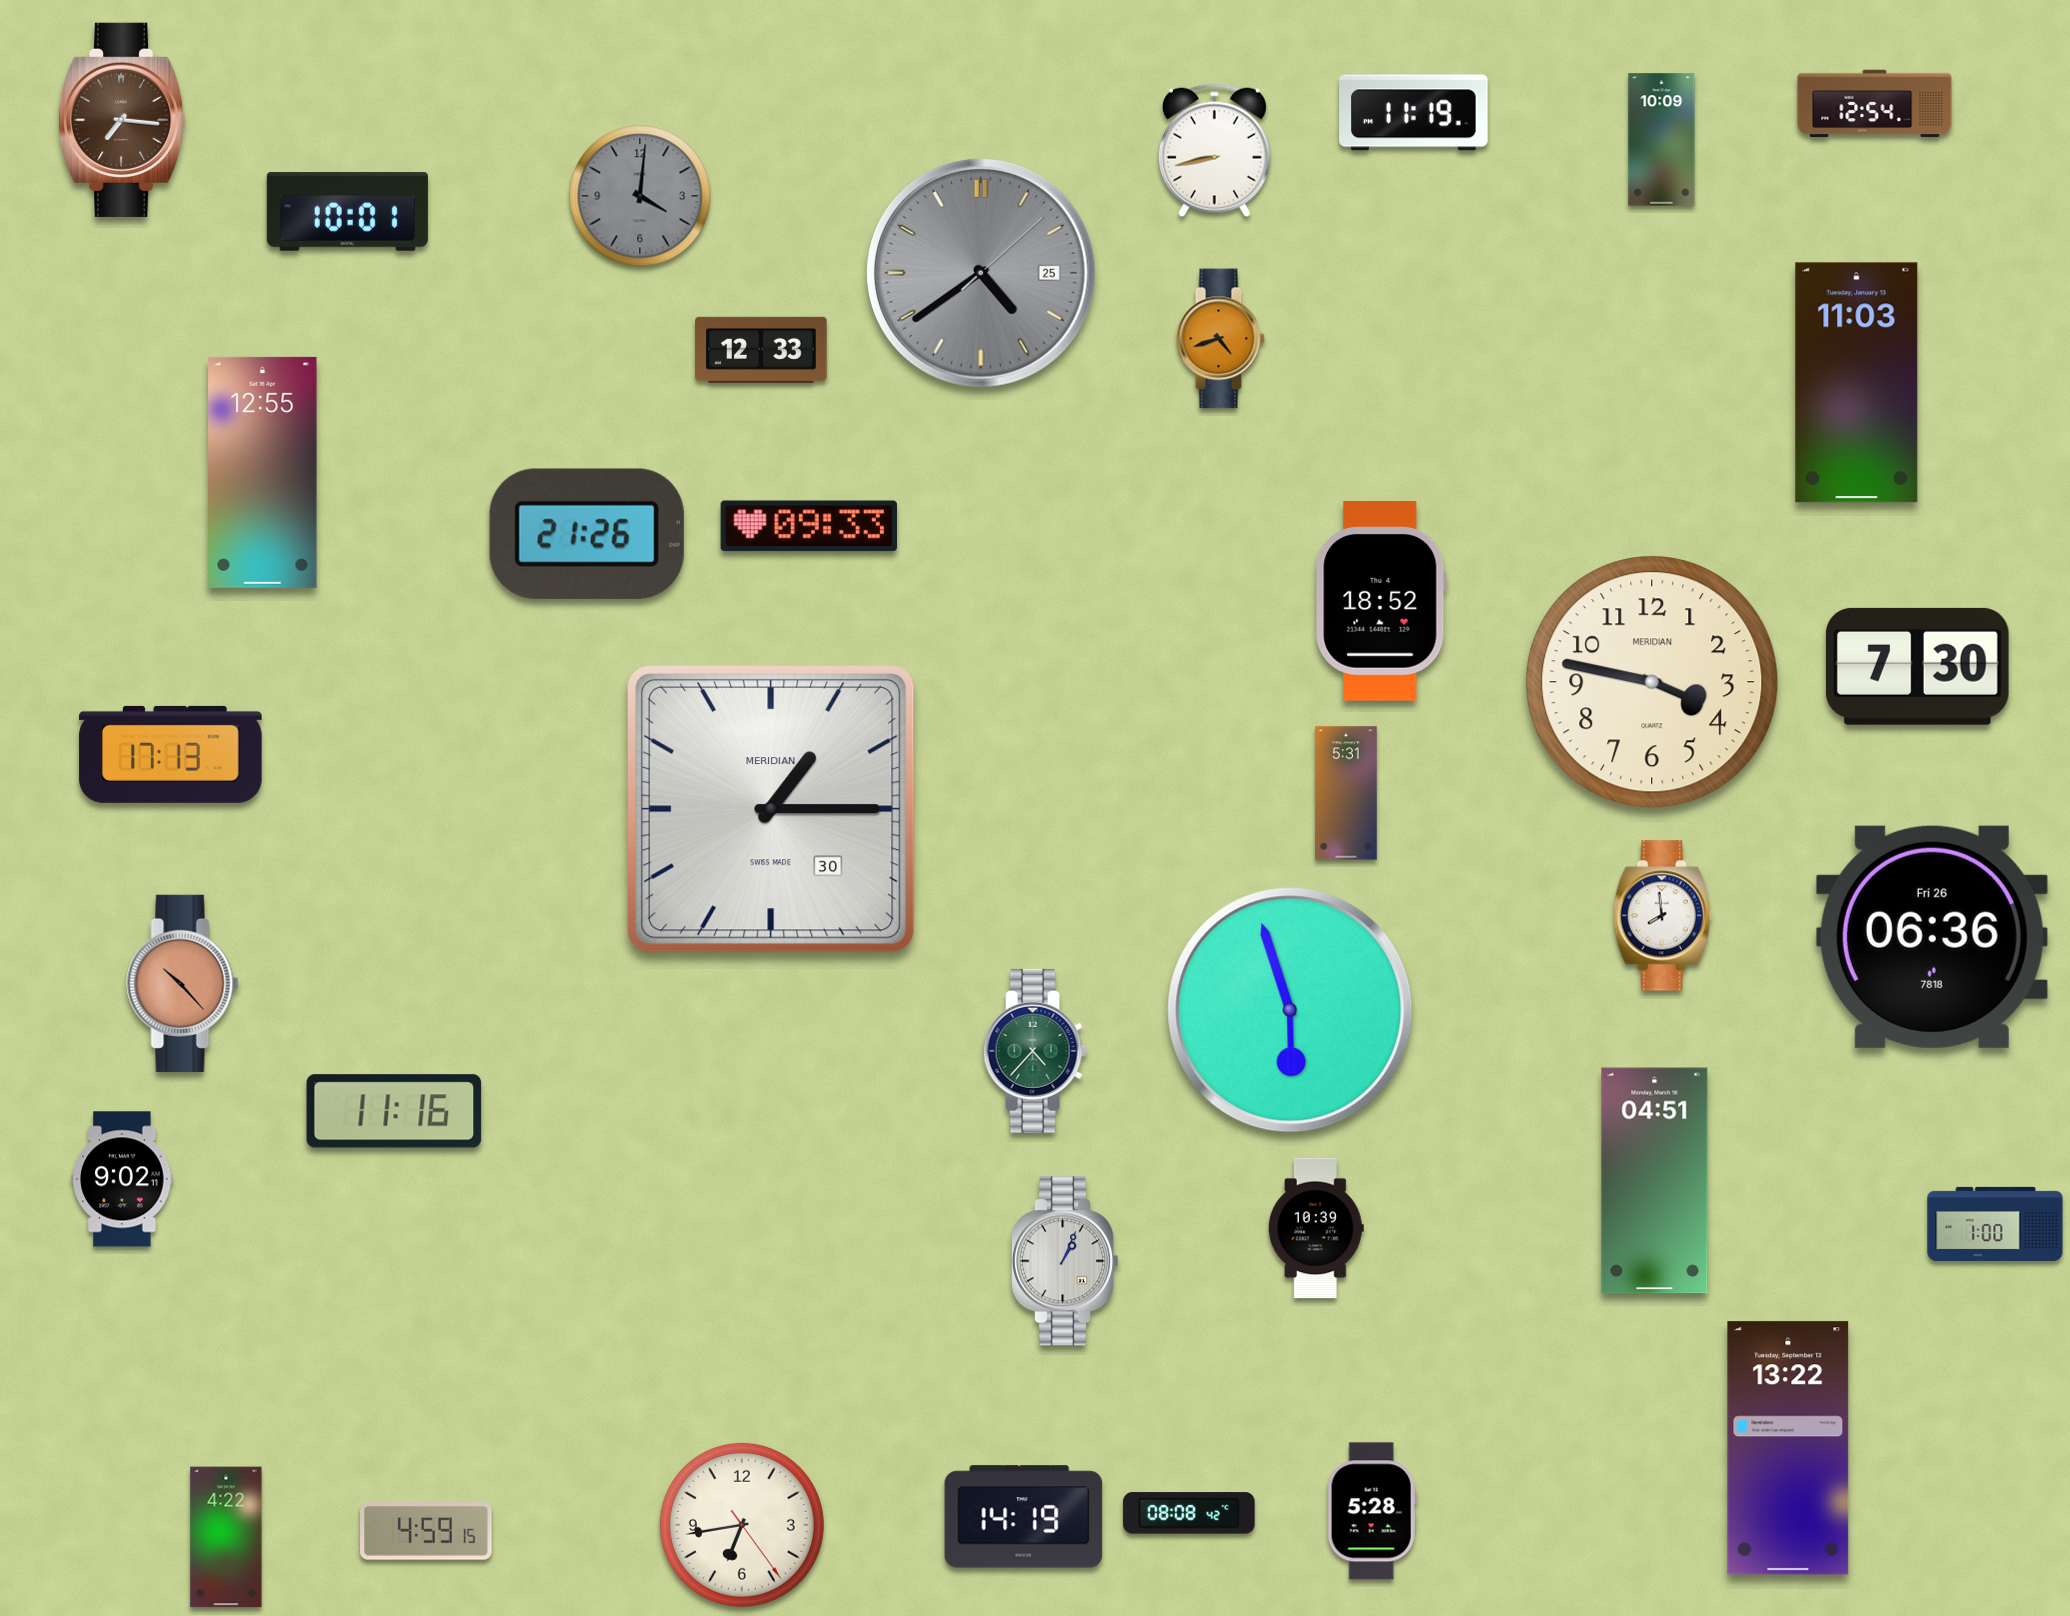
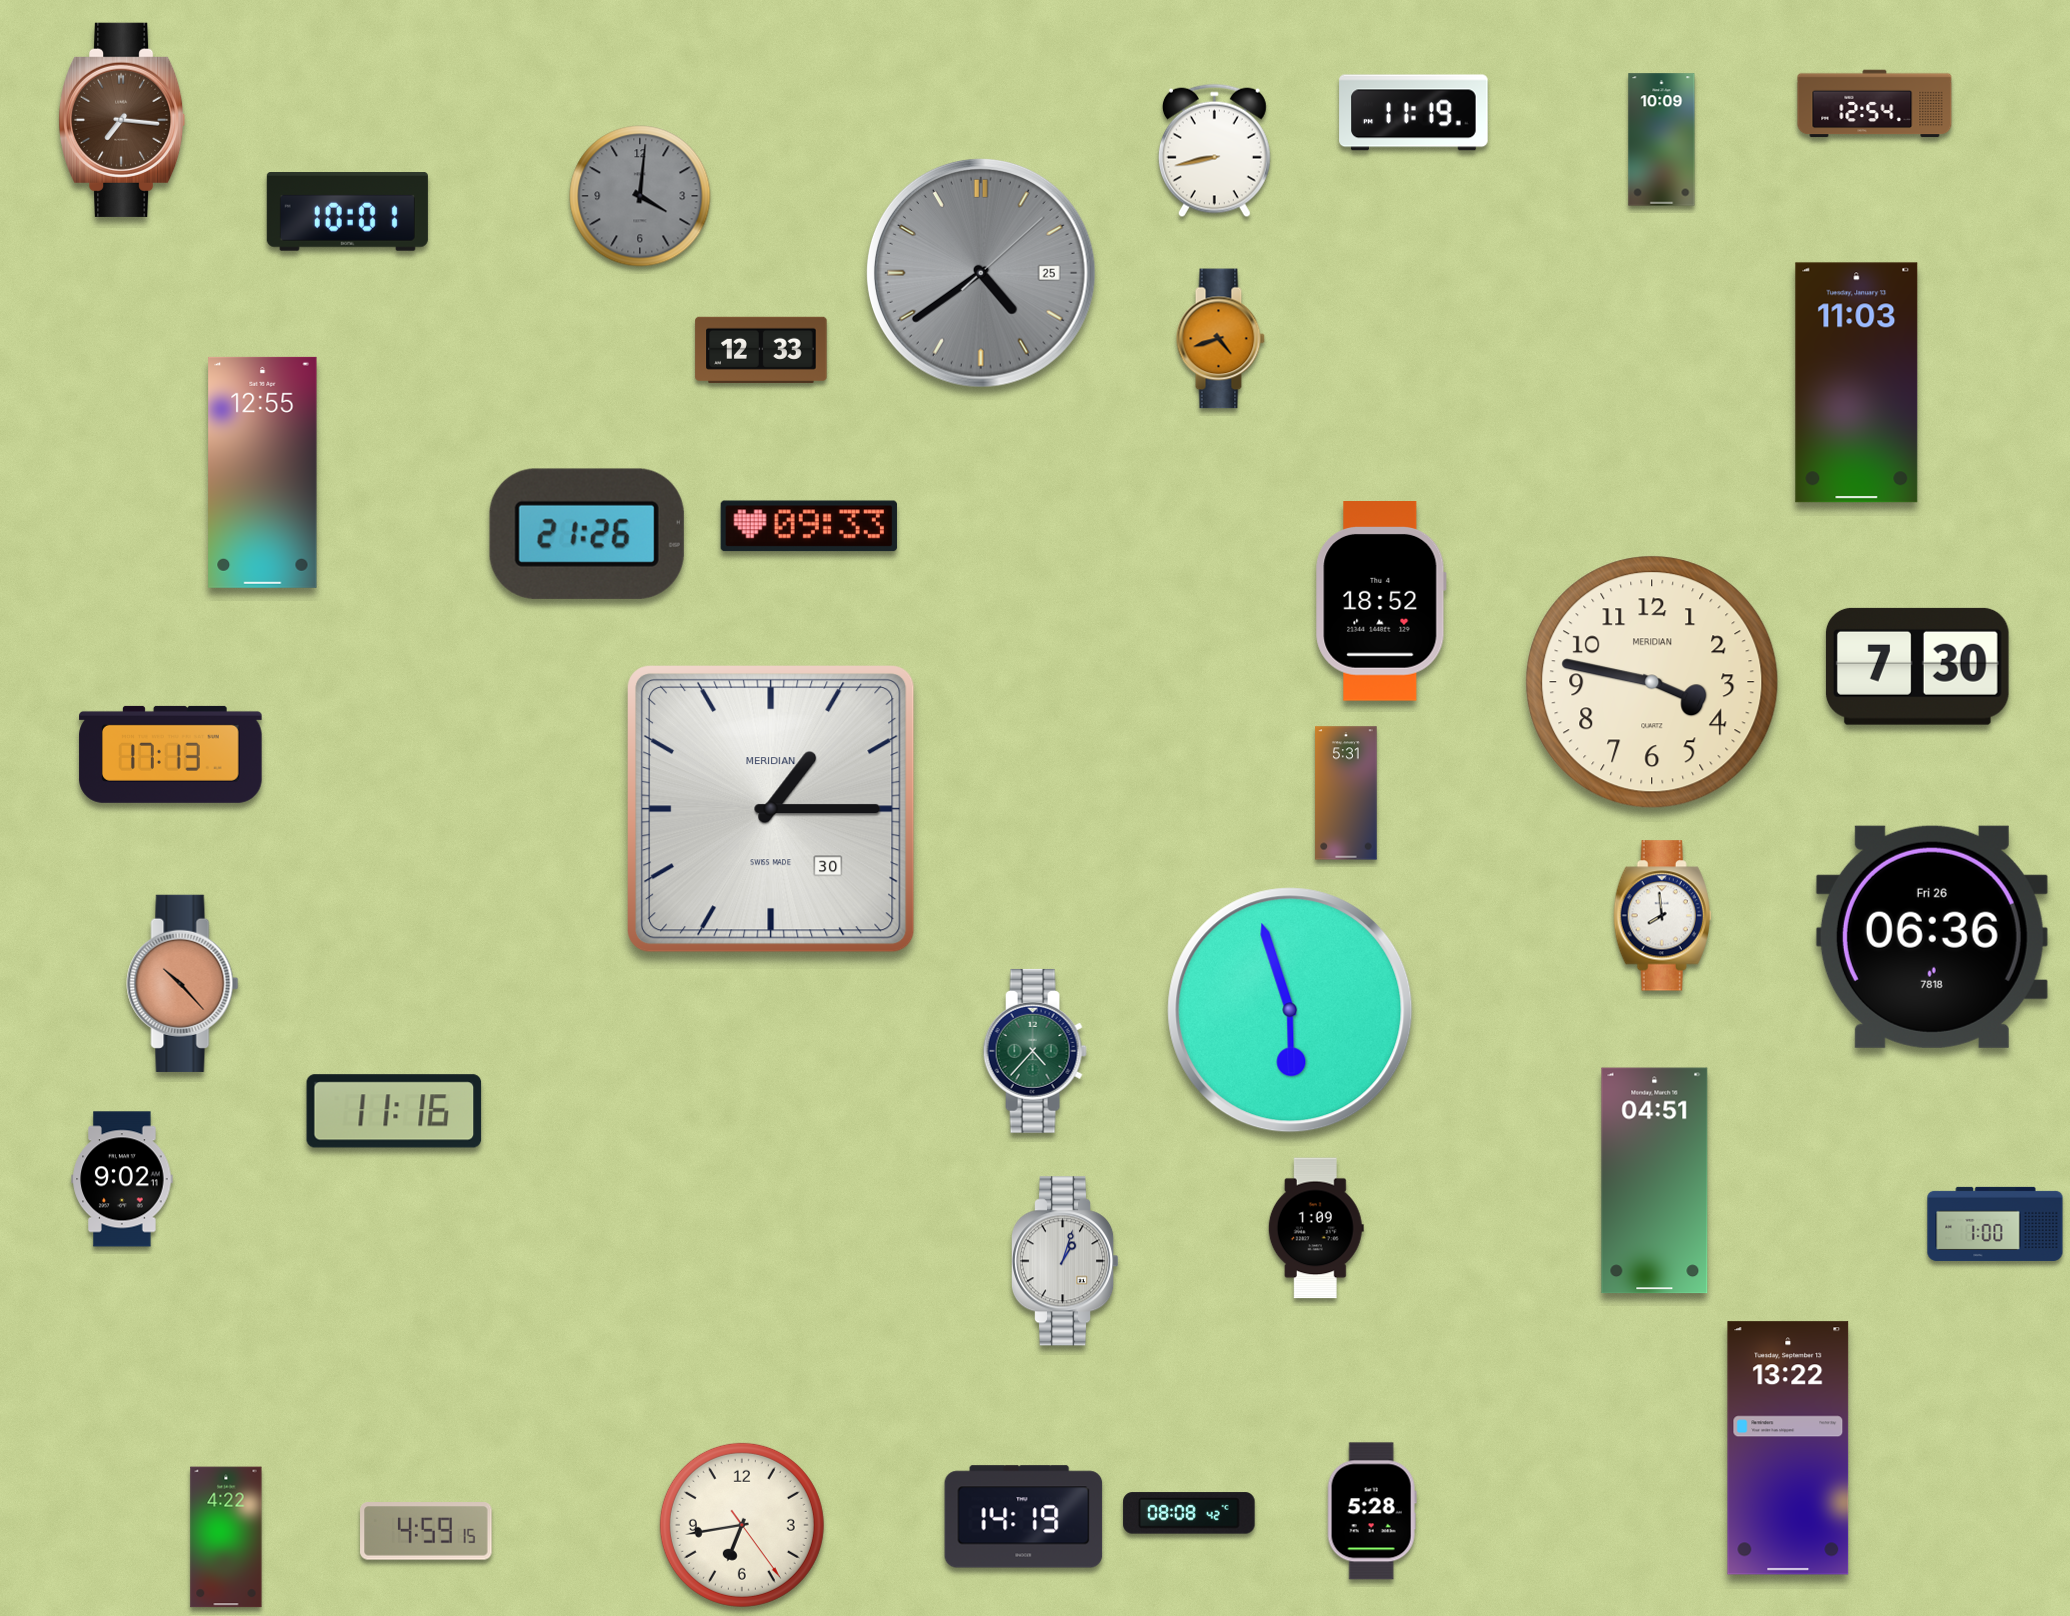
clock at (1316, 1228): 10:39 -> 1:09
clock at (1065, 1261): 1:04 -> 1:03
